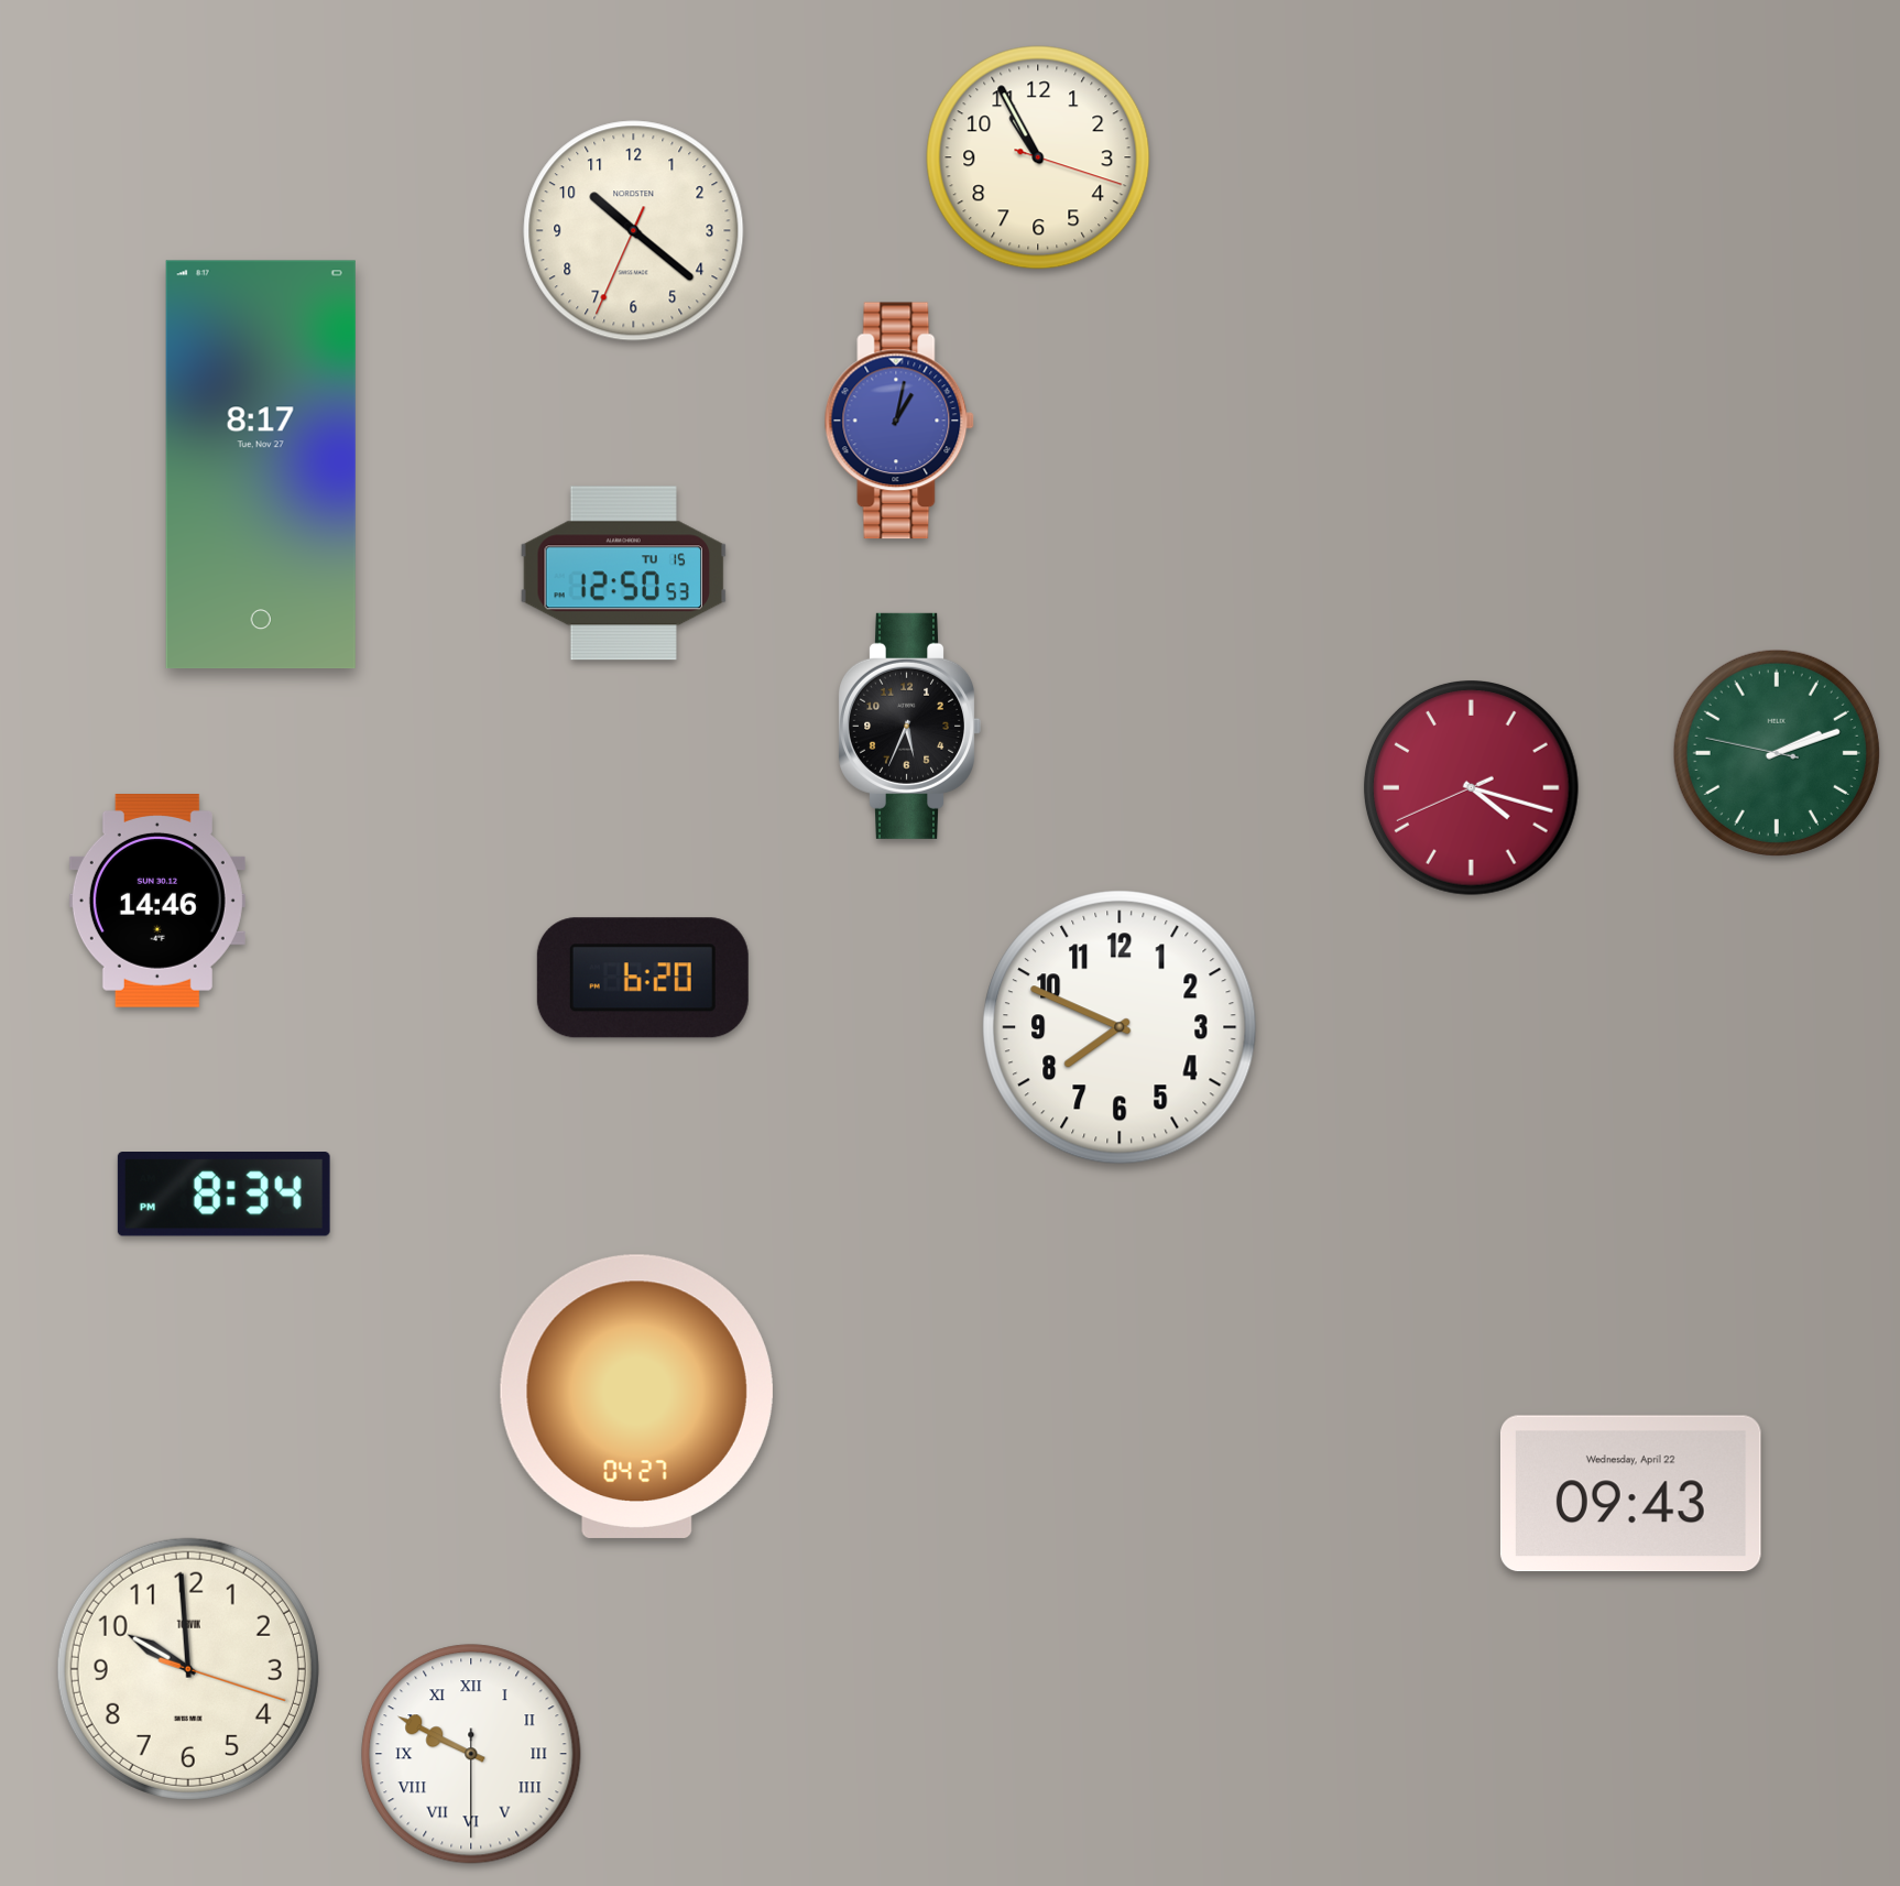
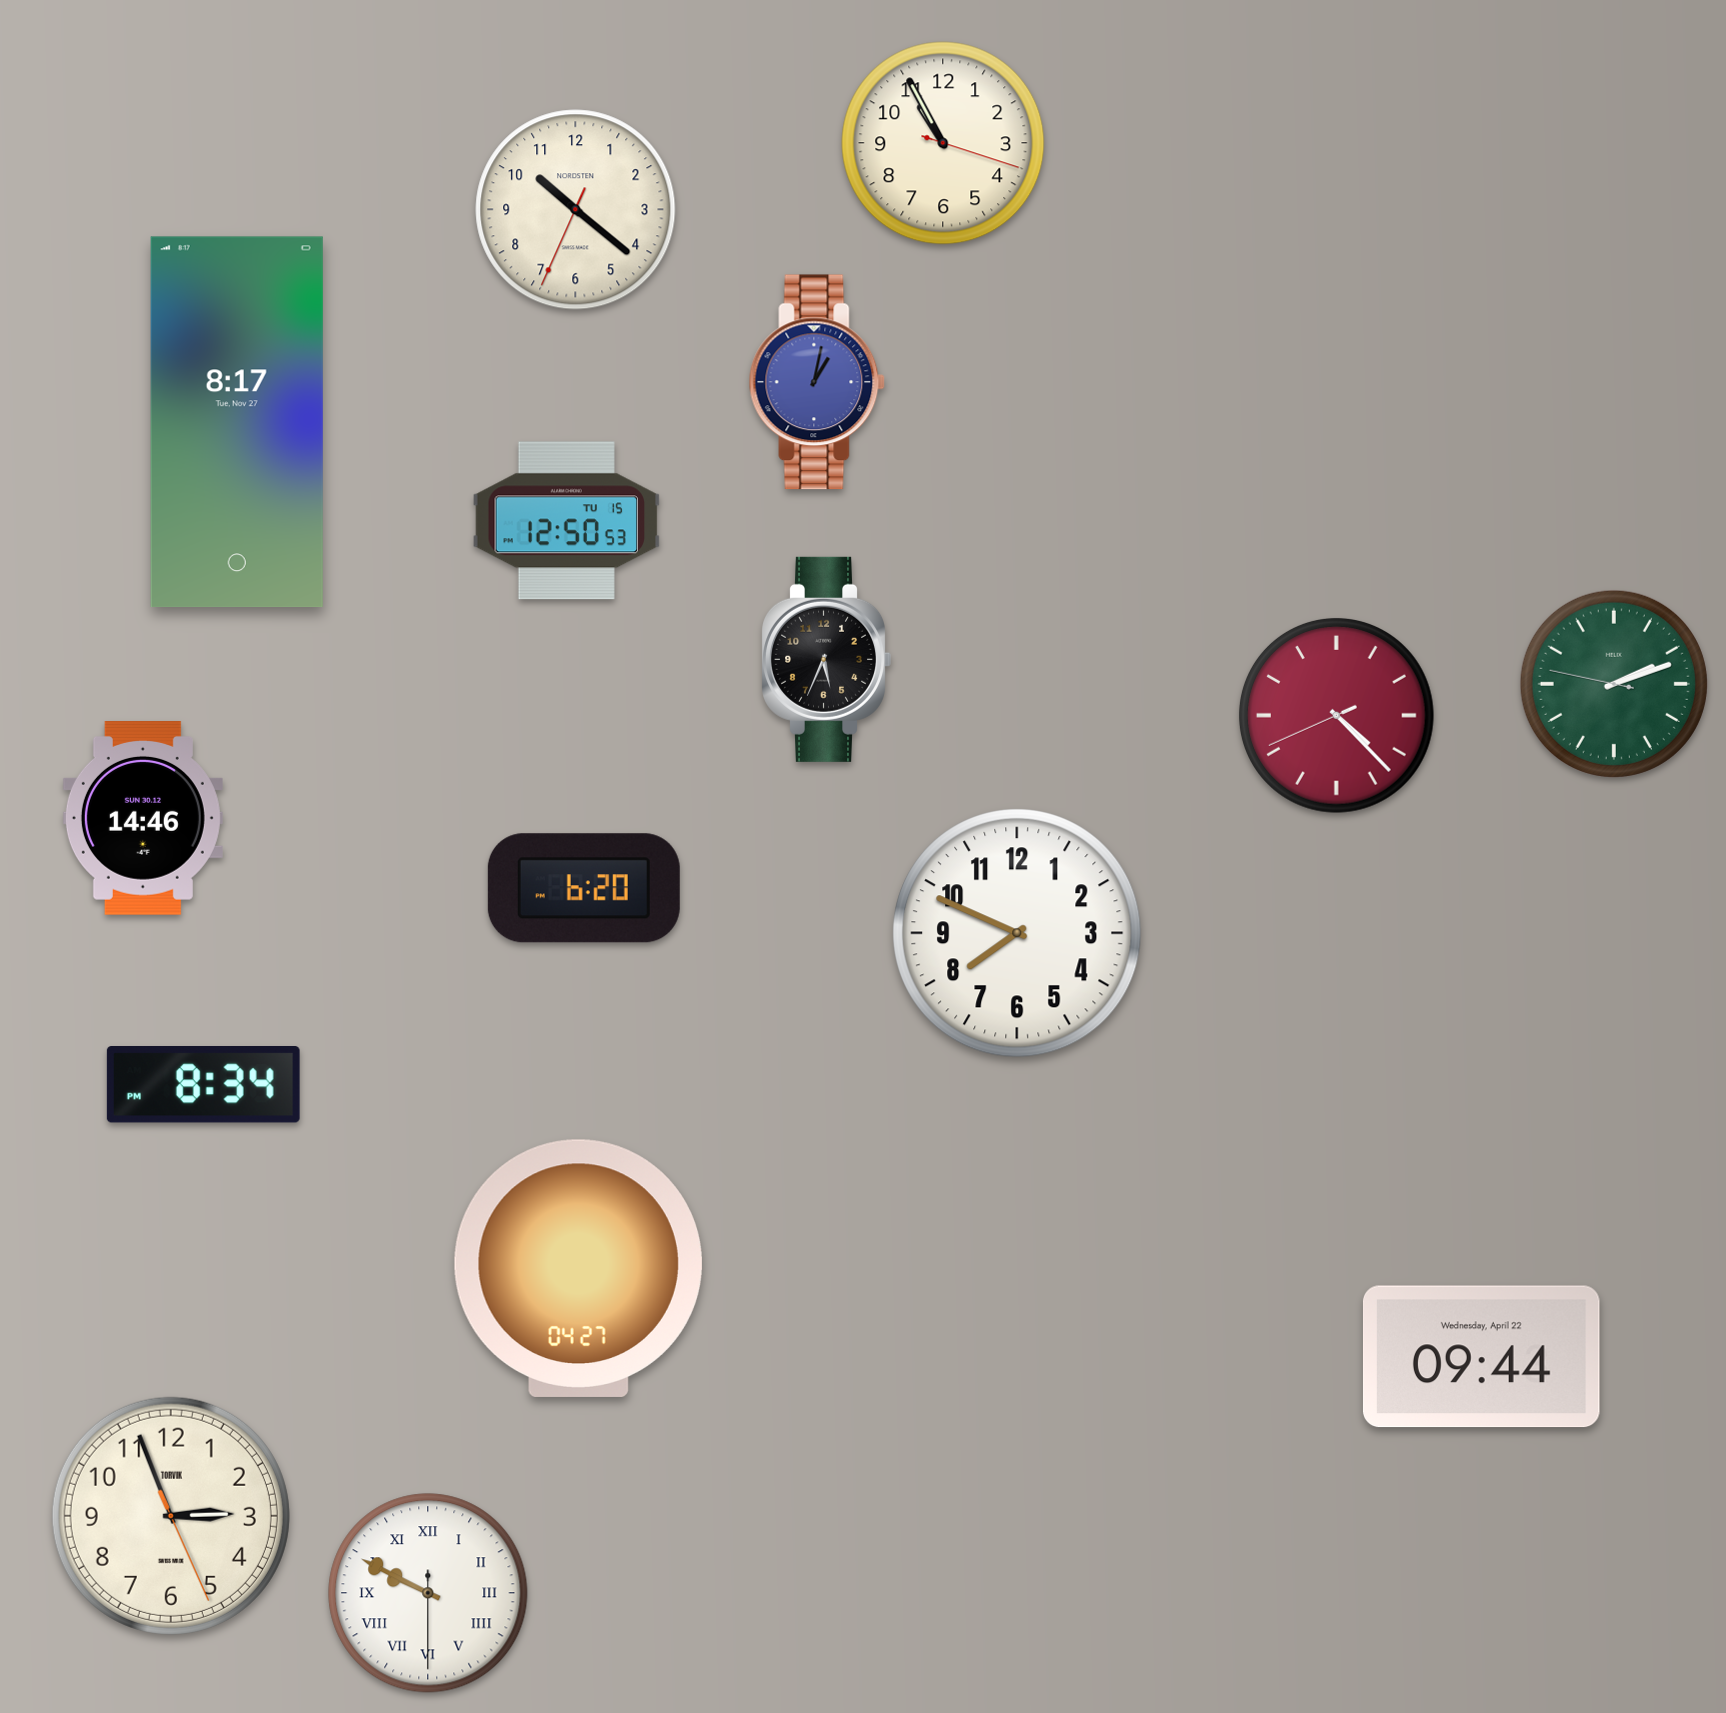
clock at (1471, 787): 4:17 -> 4:22
clock at (1630, 1494): 09:43 -> 09:44
clock at (188, 1669): 9:59 -> 2:56
